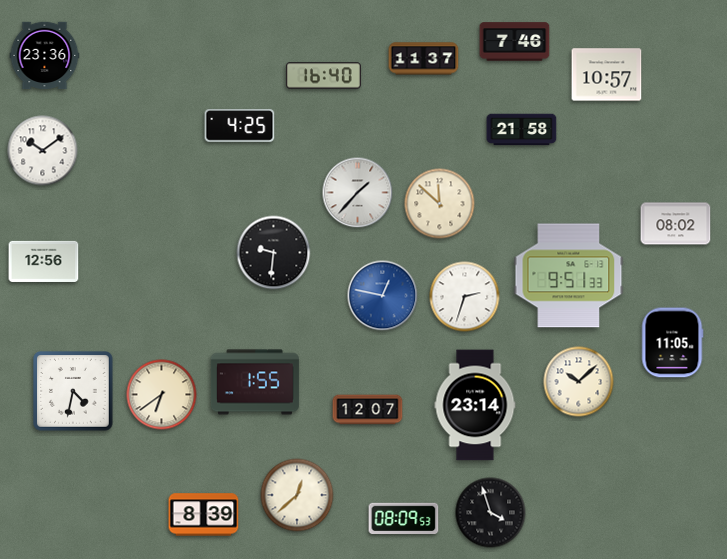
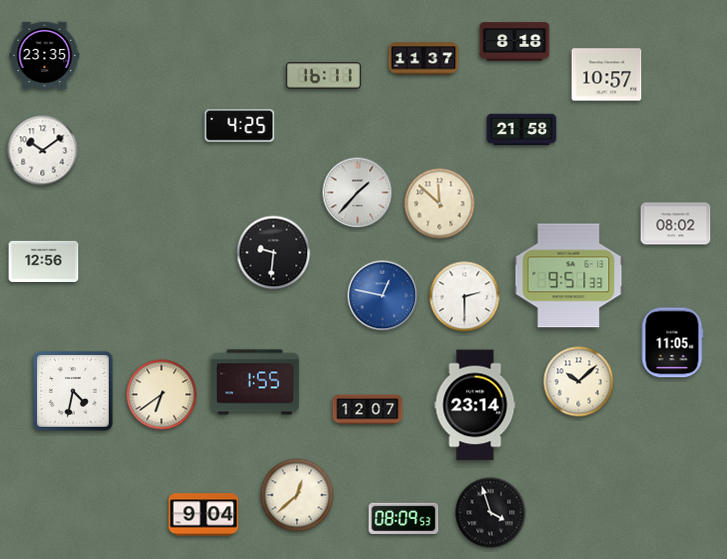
clock at (515, 42): 7:46 -> 8:18
clock at (45, 56): 23:36 -> 23:35
clock at (323, 76): 16:40 -> 16:11
clock at (465, 297): 2:33 -> 2:30
clock at (204, 515): 8:39 -> 9:04
